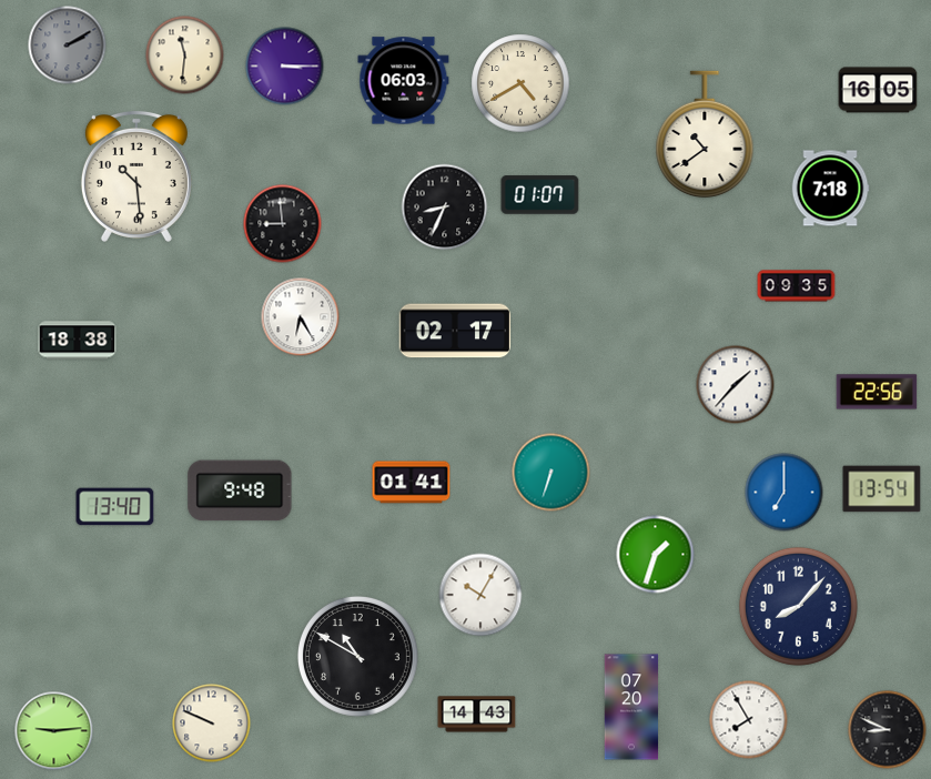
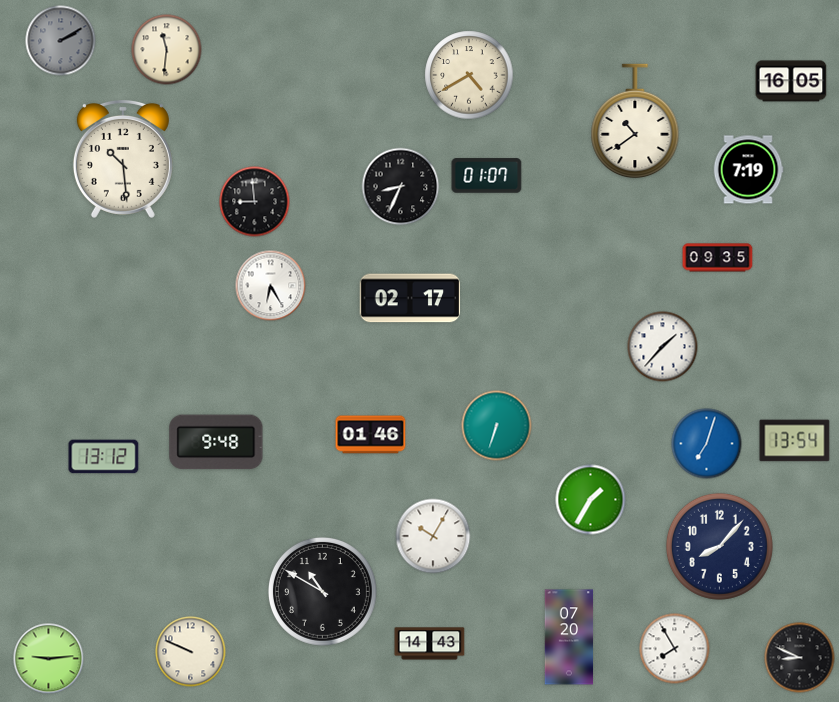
clock at (285, 67): 3:15 -> none
clock at (404, 81): 06:03 -> none
clock at (830, 189): 7:18 -> 7:19
clock at (78, 341): 18:38 -> none
clock at (877, 392): 22:56 -> none
clock at (412, 483): 01:41 -> 01:46
clock at (785, 493): 7:00 -> 7:03
clock at (115, 507): 13:40 -> 13:12
clock at (656, 555): 1:33 -> 1:35
